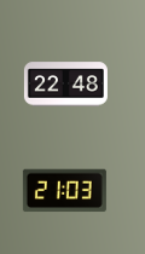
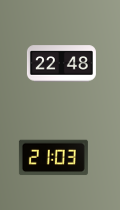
clock at (65, 85) position: (65, 85) -> (61, 64)
